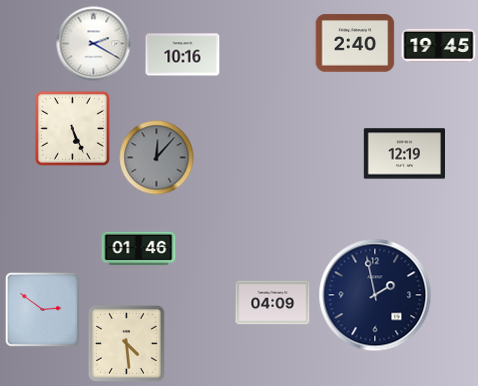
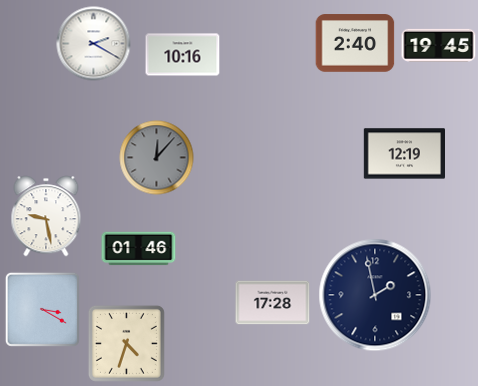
clock at (72, 128): 5:26 -> none
clock at (46, 216): none -> 9:28
clock at (273, 303): 04:09 -> 17:28
clock at (42, 309): 2:51 -> 3:20
clock at (126, 343): 4:29 -> 4:33
